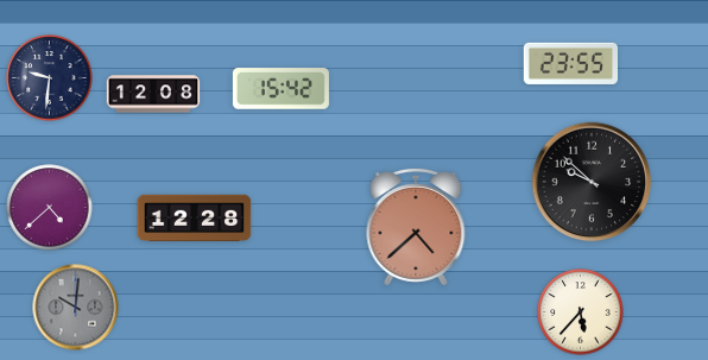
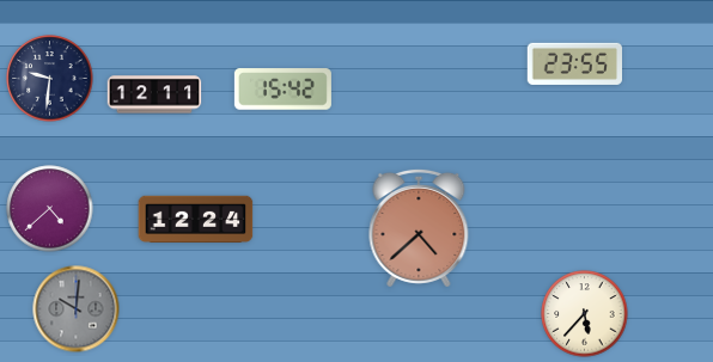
clock at (153, 94): 12:08 -> 12:11
clock at (592, 182): 9:52 -> none
clock at (195, 219): 12:28 -> 12:24
